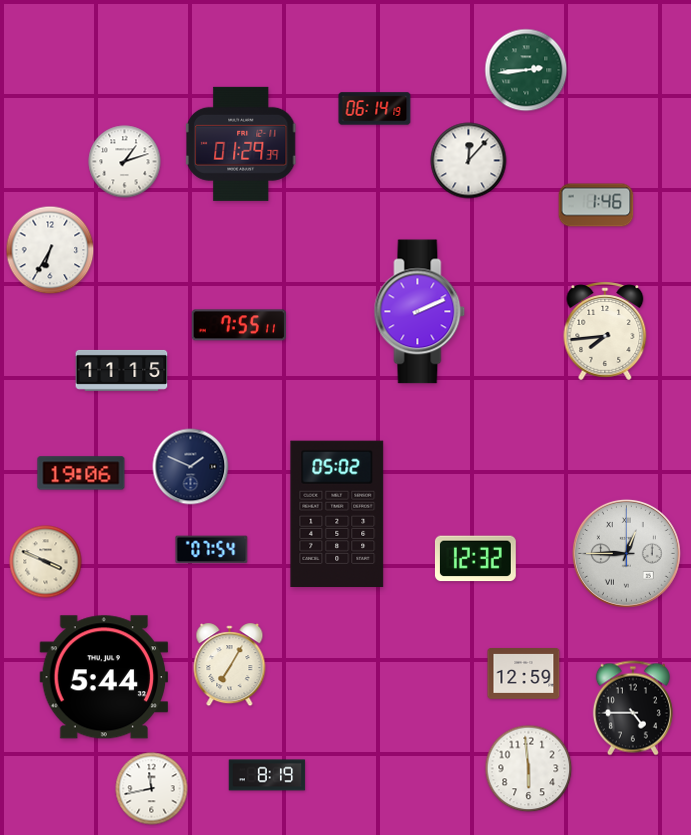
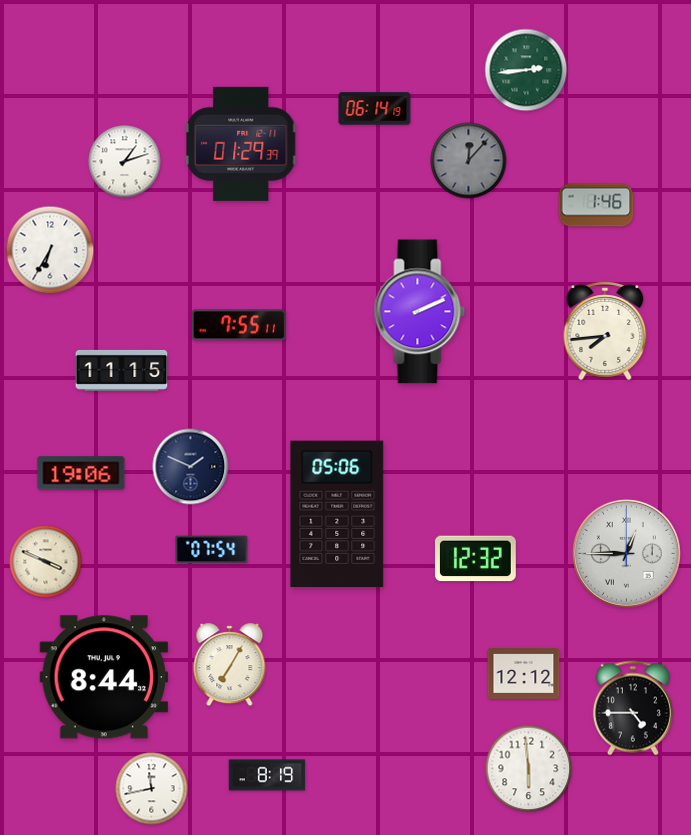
clock at (469, 161) dial: white -> grey
clock at (337, 513): 05:02 -> 05:06
clock at (524, 674): 12:59 -> 12:12
clock at (104, 677): 5:44 -> 8:44
